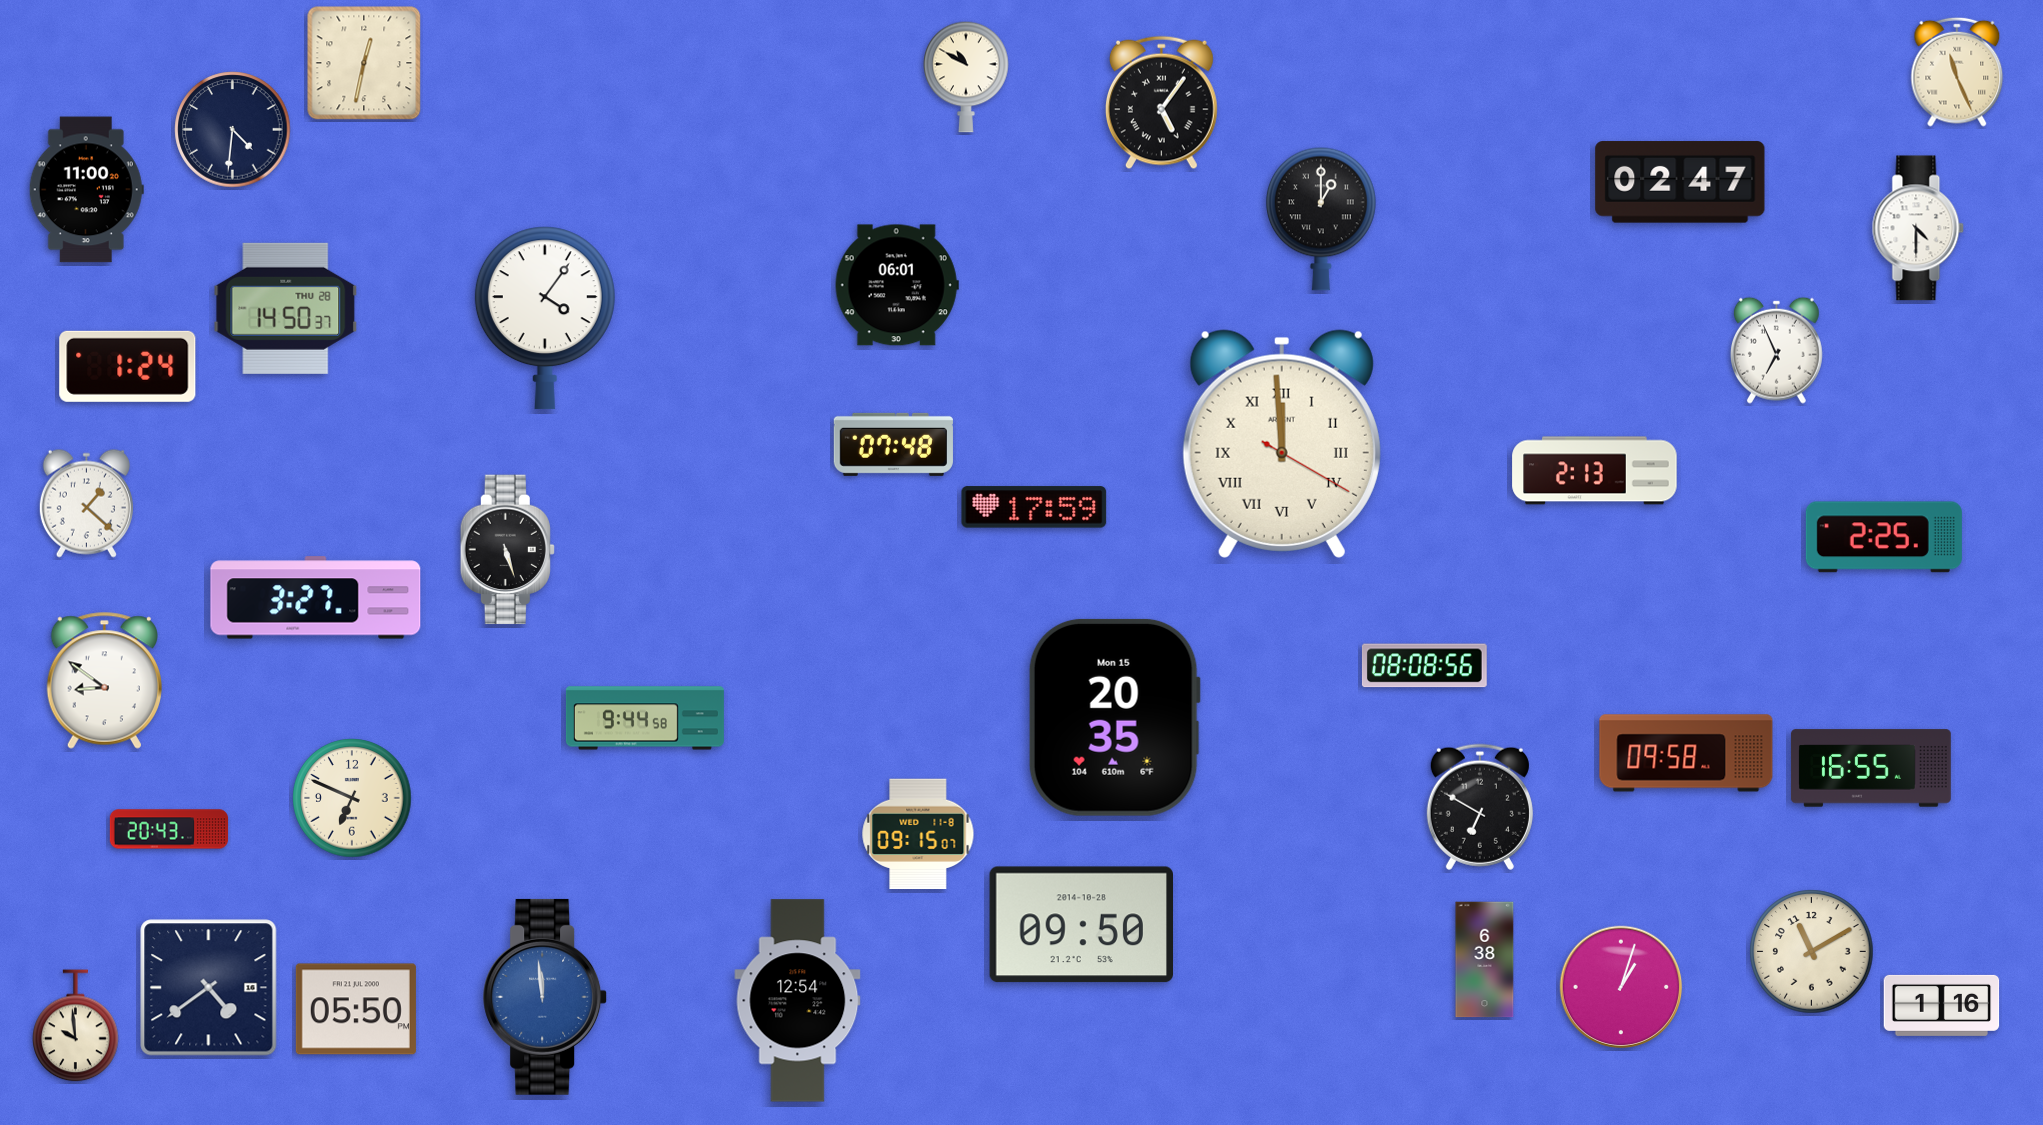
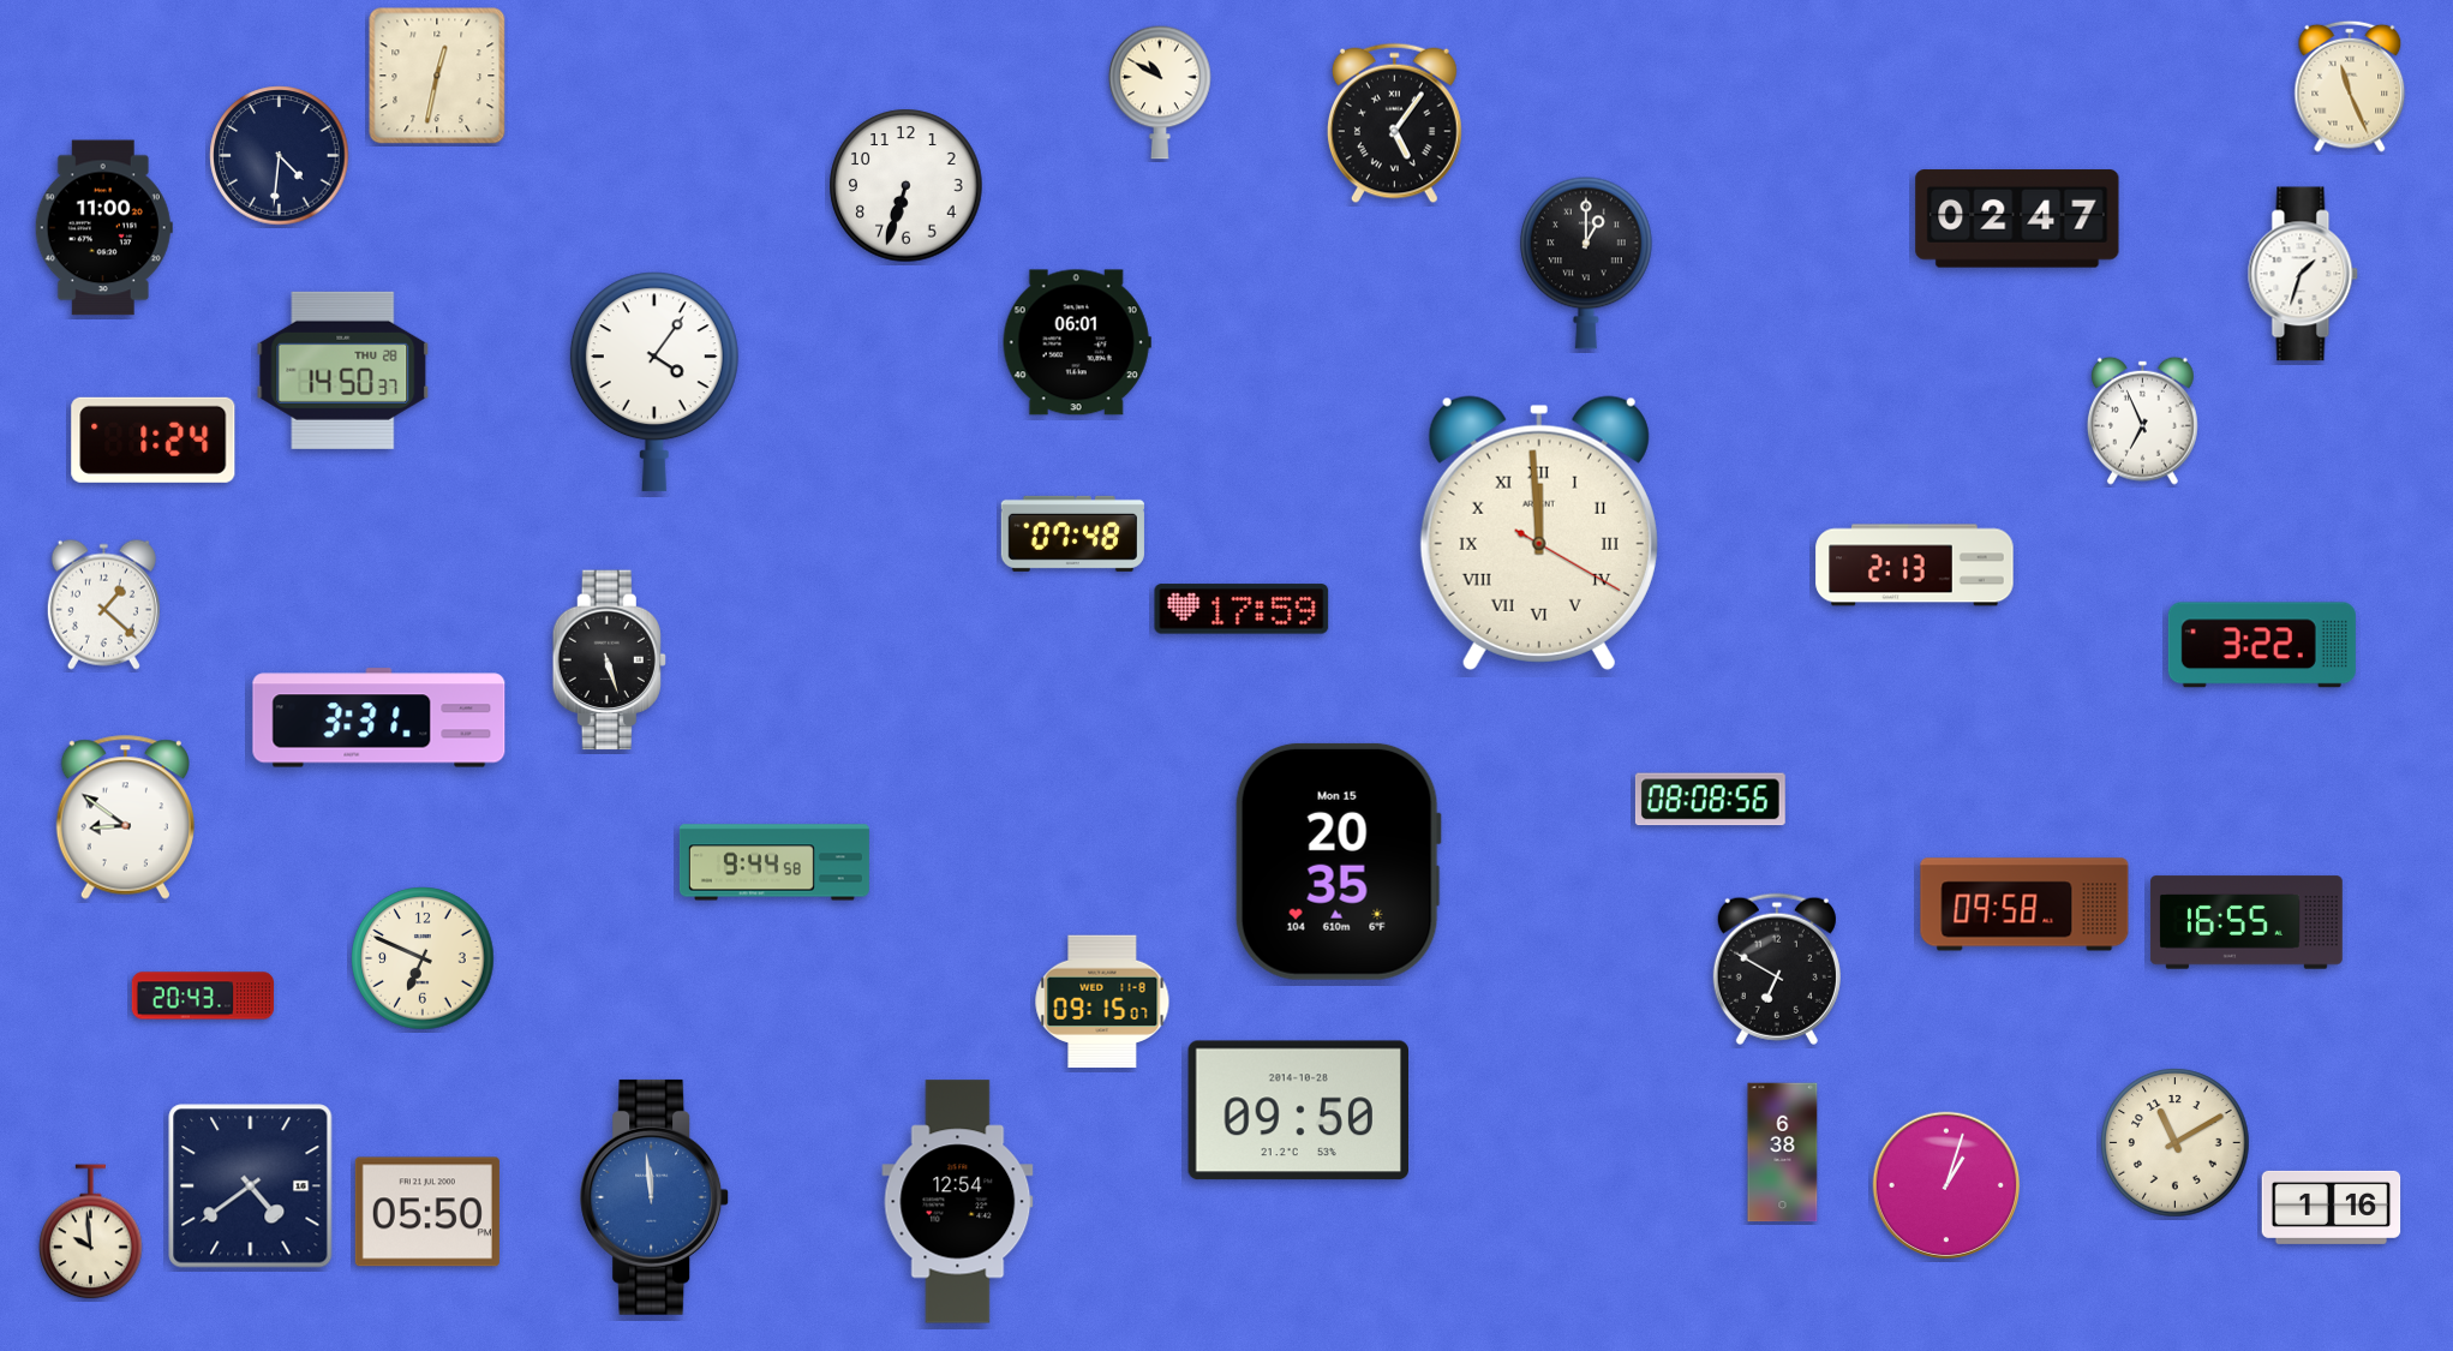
clock at (907, 186): none -> 6:33
clock at (1918, 228): 4:30 -> 1:33
clock at (1776, 350) position: (1776, 350) -> (2142, 420)
clock at (1884, 537): 2:25 -> 3:22
clock at (316, 598): 3:27 -> 3:31
